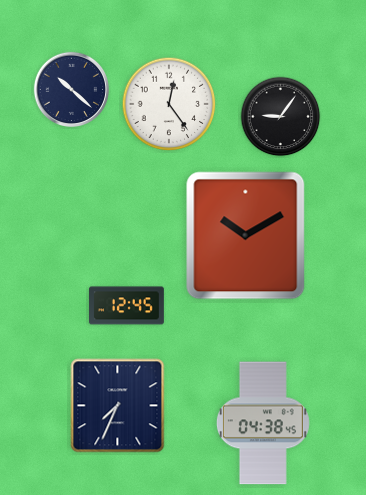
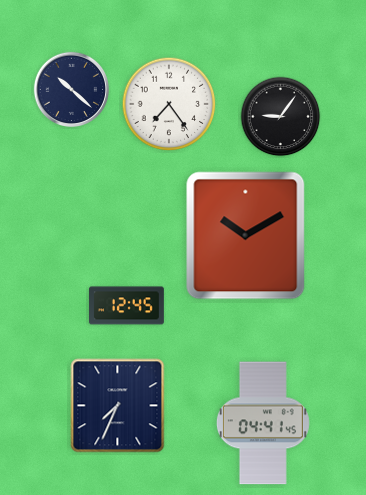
clock at (169, 104): 12:24 -> 7:24
clock at (263, 423): 04:38 -> 04:41
